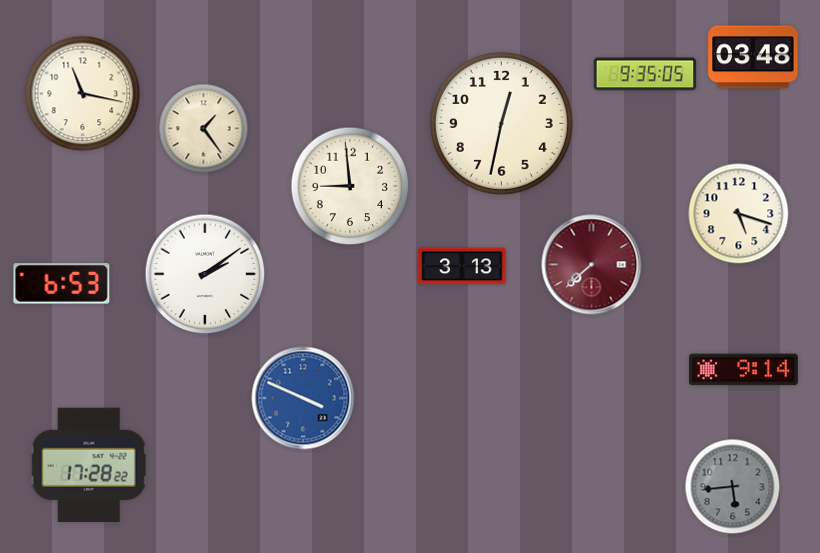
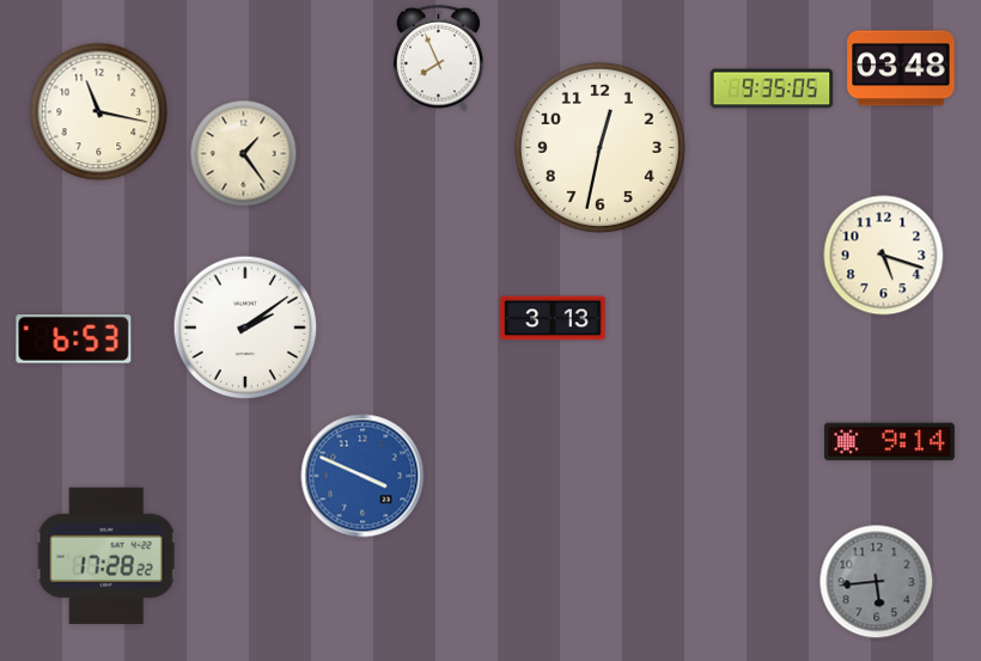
clock at (438, 59): none -> 7:56
clock at (350, 186): 8:59 -> none
clock at (592, 265): 7:38 -> none
